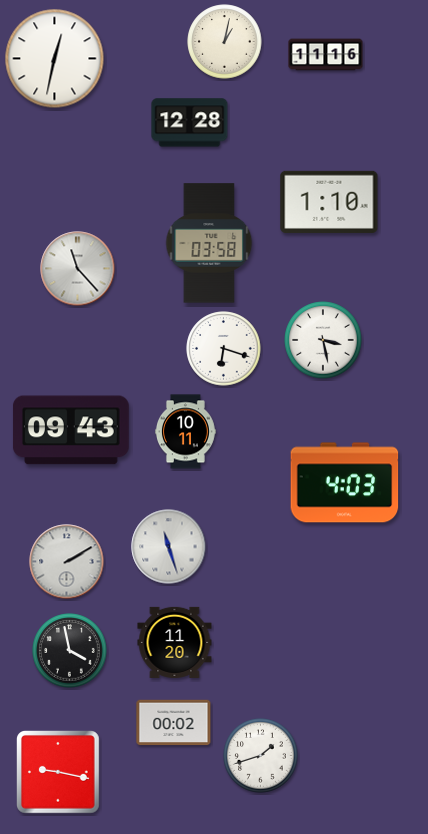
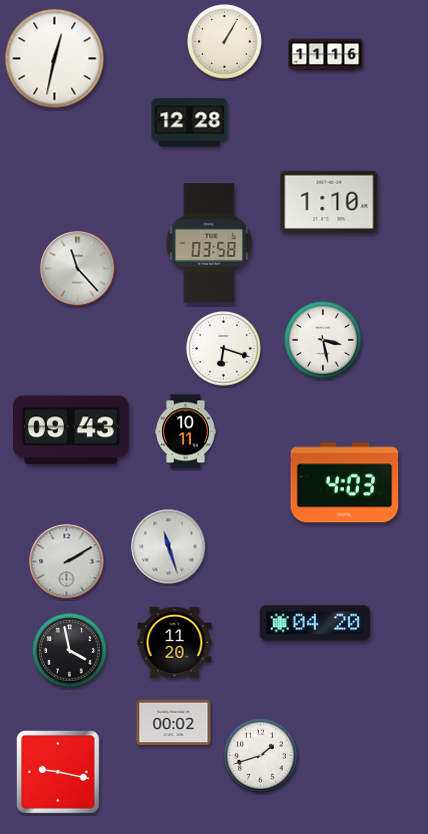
clock at (225, 42): 1:02 -> 1:05
clock at (314, 623): none -> 04:20
